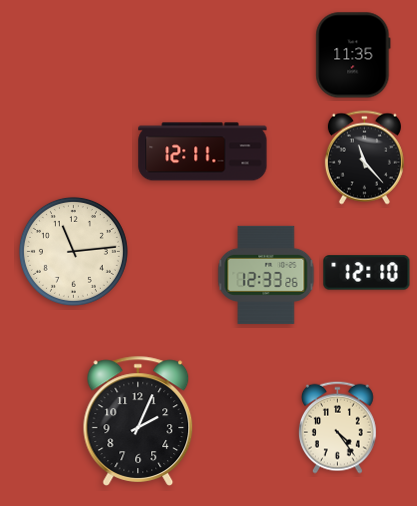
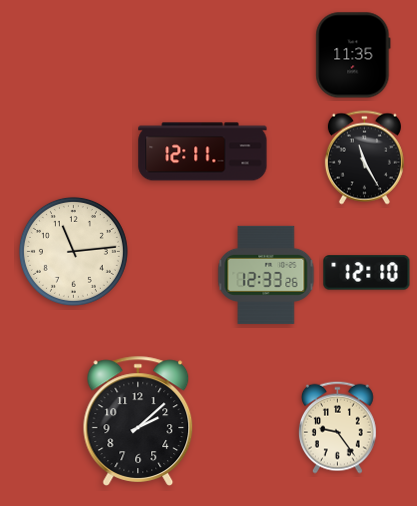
clock at (364, 158): 11:23 -> 11:25
clock at (138, 421): 2:04 -> 2:08
clock at (337, 427): 4:24 -> 9:24
